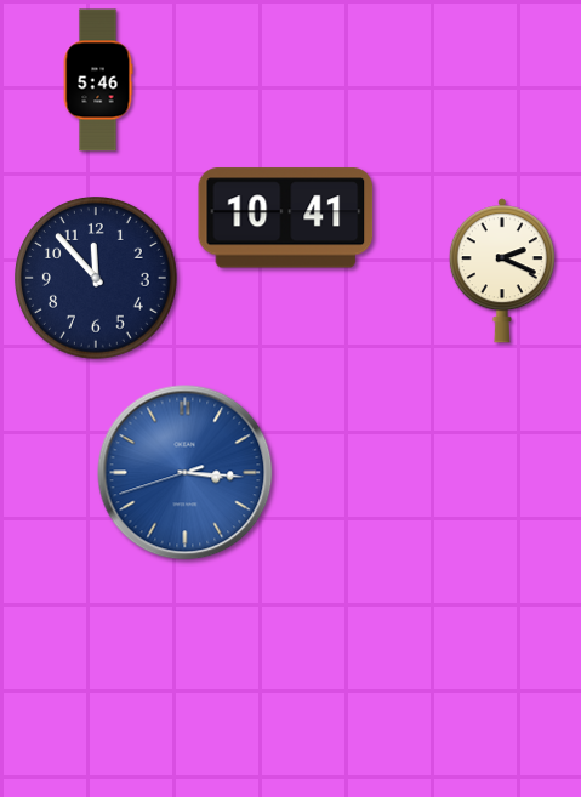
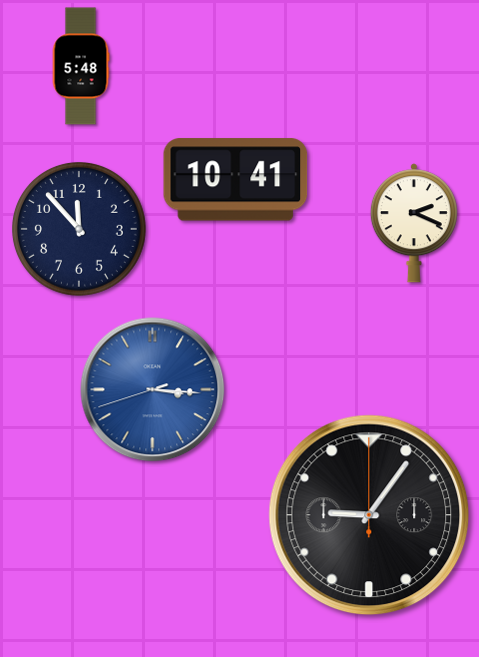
clock at (98, 80): 5:46 -> 5:48
clock at (369, 515): none -> 9:06
